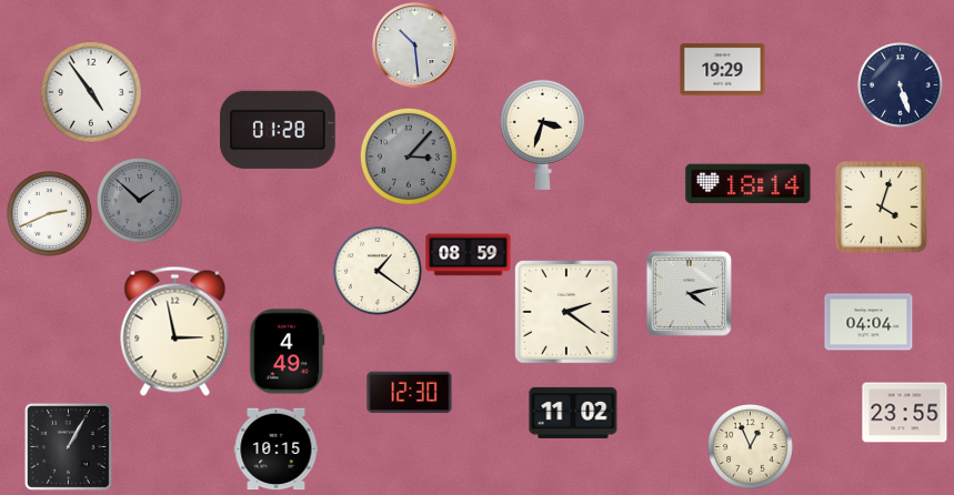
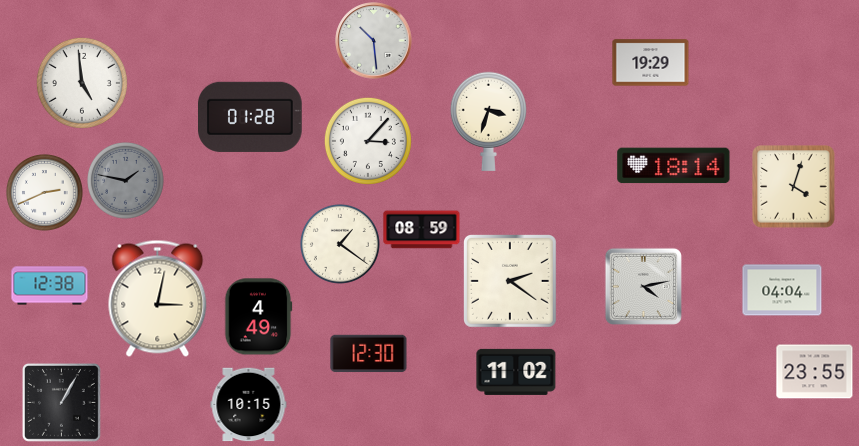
clock at (901, 85): 5:27 -> none
clock at (91, 92): 4:54 -> 4:59
clock at (409, 156) dial: grey -> white
clock at (140, 201): 1:52 -> 1:47
clock at (689, 293) position: (689, 293) -> (643, 286)
clock at (50, 286): none -> 12:38
clock at (175, 331): 2:58 -> 3:02
clock at (751, 447): 12:56 -> none
